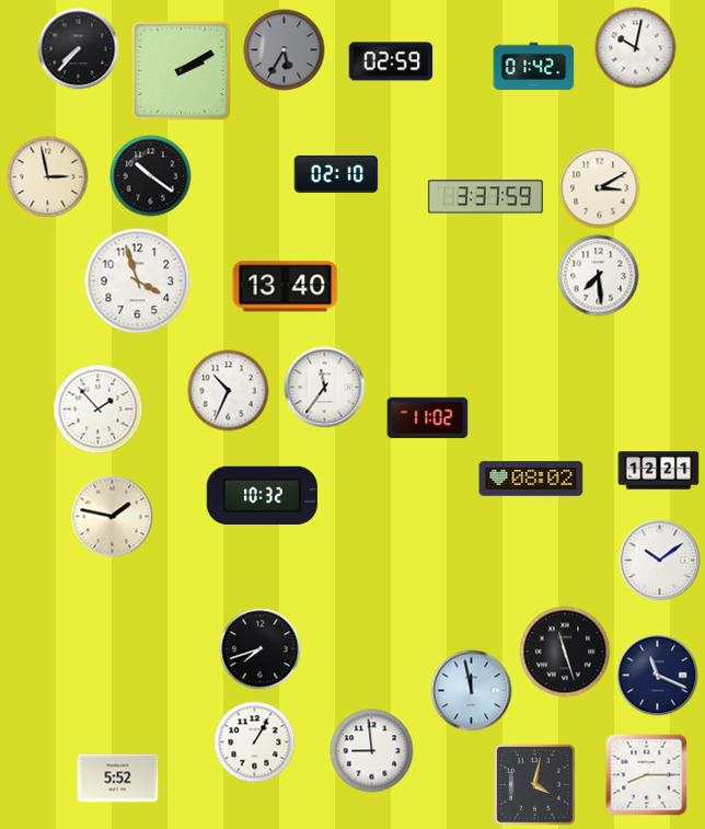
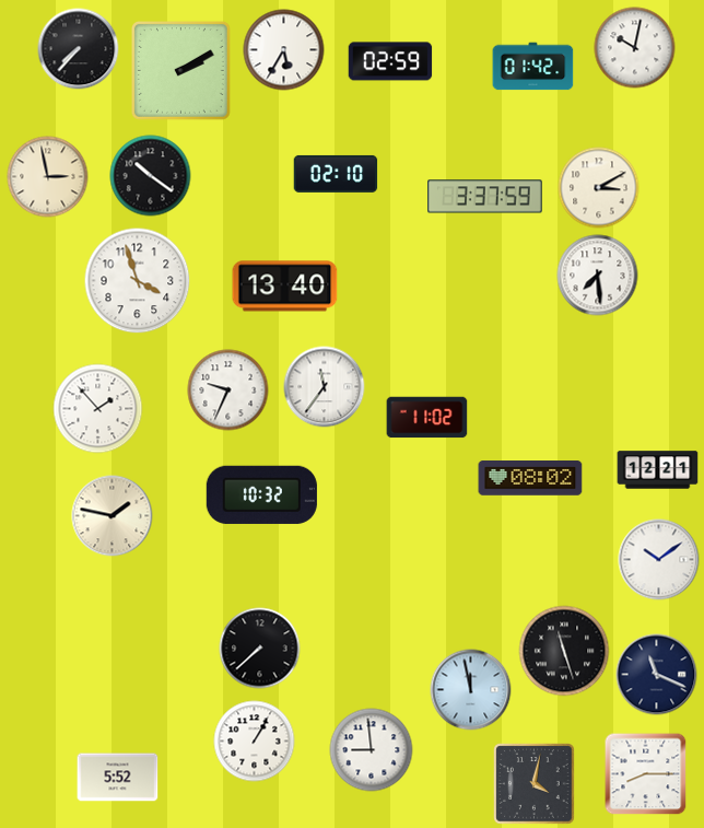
clock at (285, 50) dial: grey -> white
clock at (229, 391): 10:34 -> 9:34
clock at (261, 649): 7:42 -> 7:38
